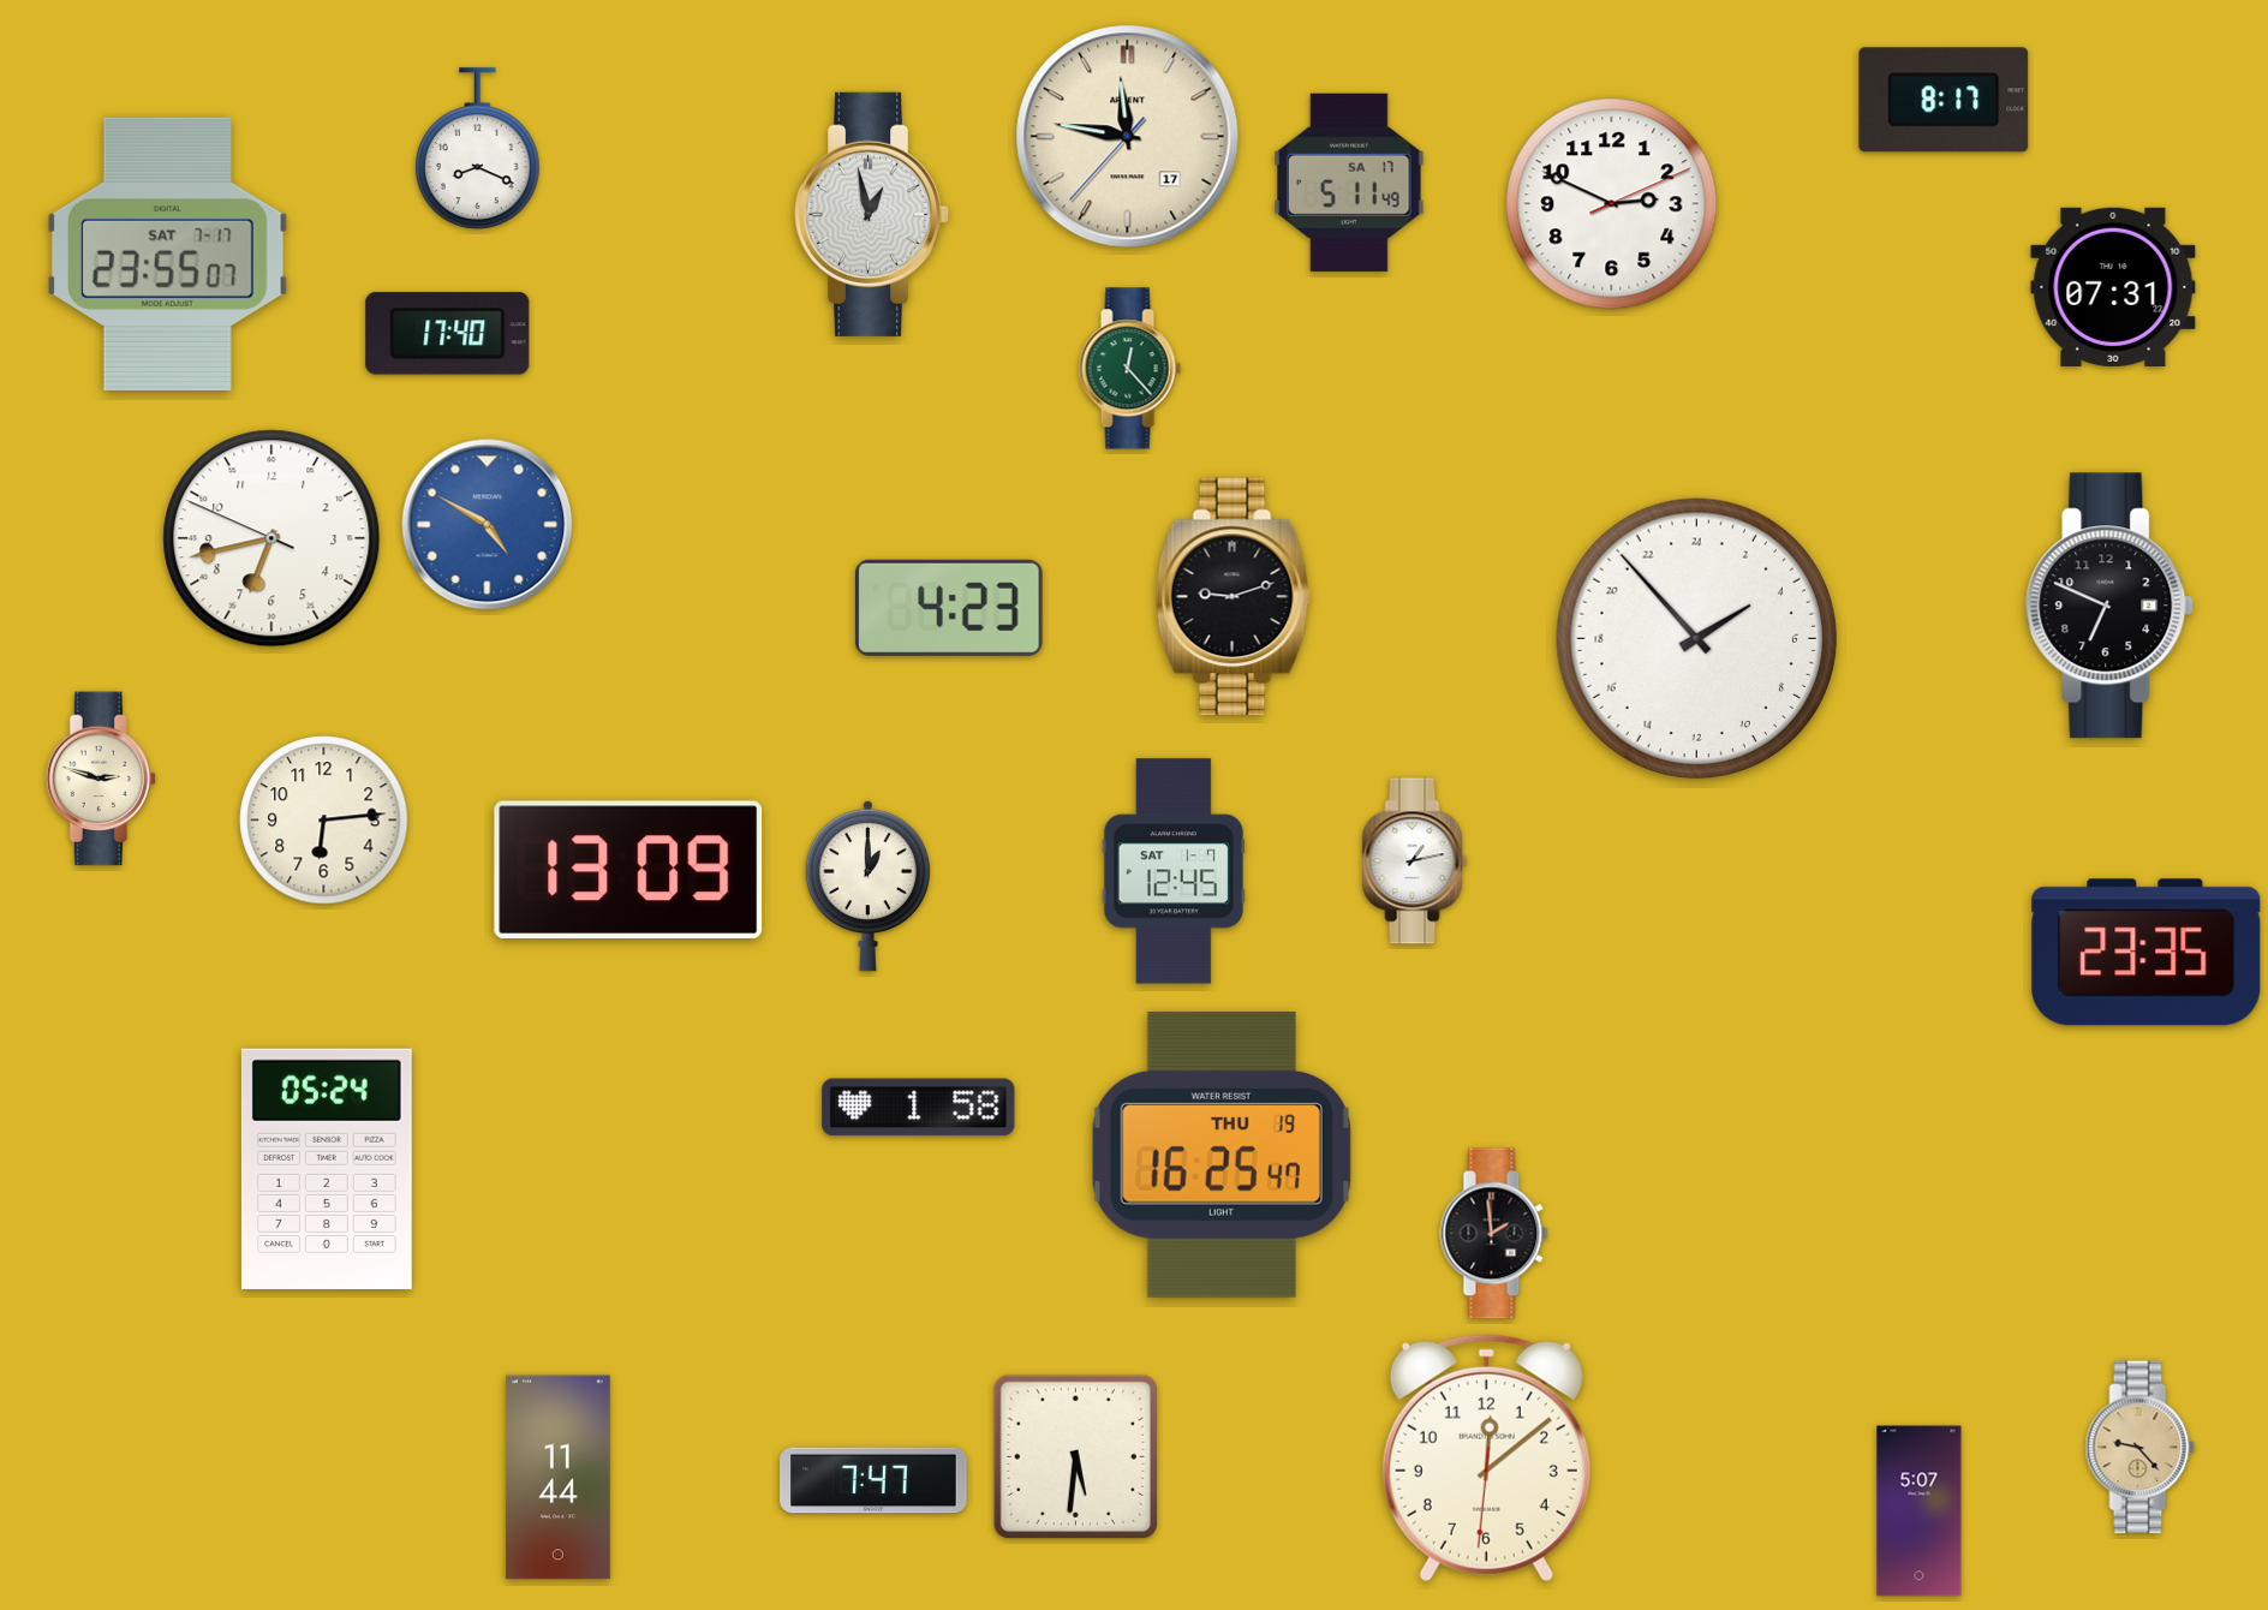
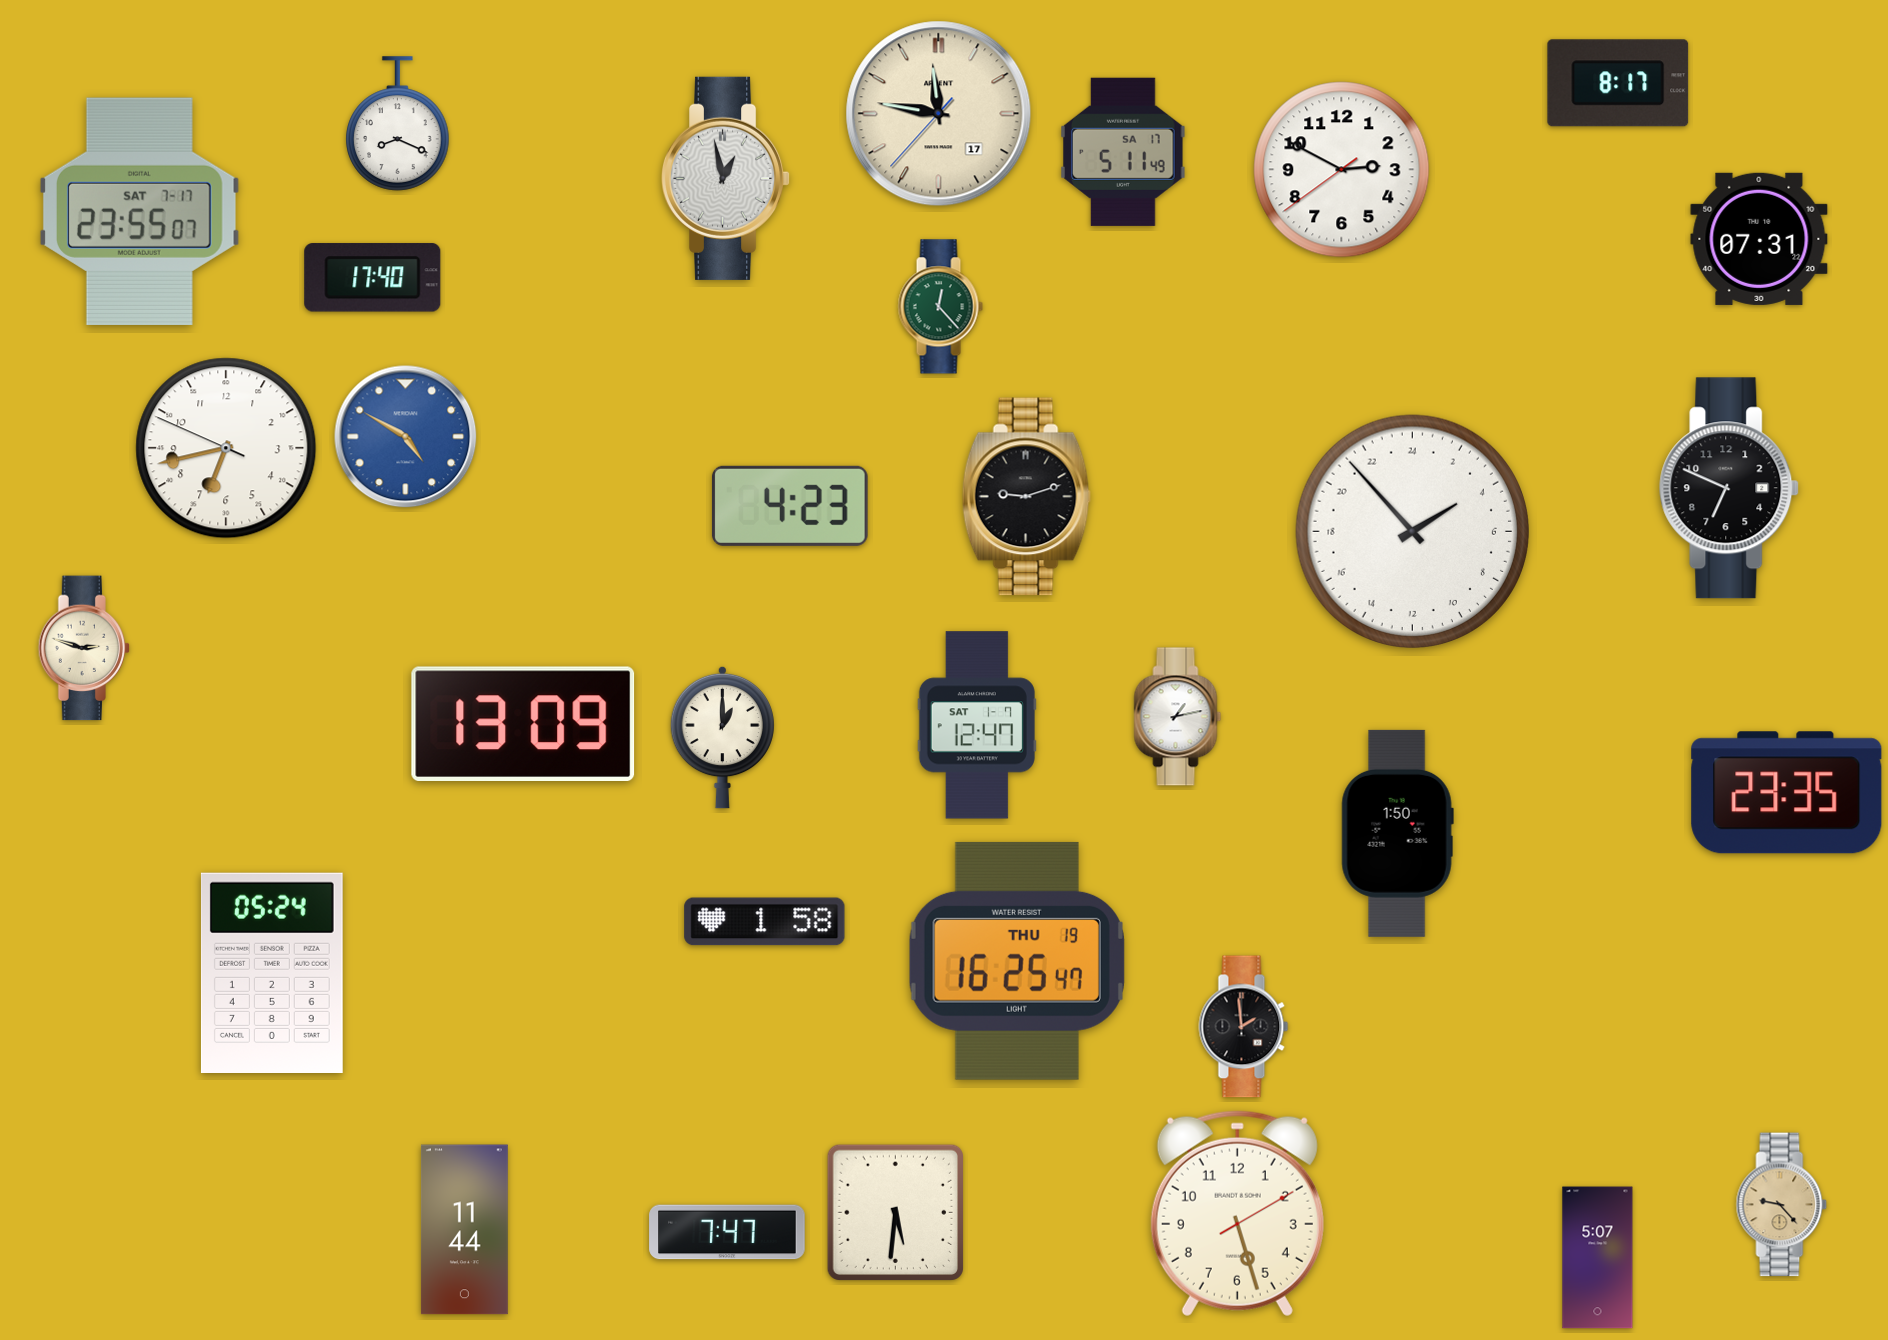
clock at (1612, 204): 2:49:11 -> 2:49:39
clock at (2111, 606) position: (2111, 606) -> (1730, 488)
clock at (324, 821): 6:14 -> none
clock at (1174, 871): 12:45 -> 12:47
clock at (1397, 833): none -> 1:50
clock at (1486, 1459): 12:08 -> 5:27
